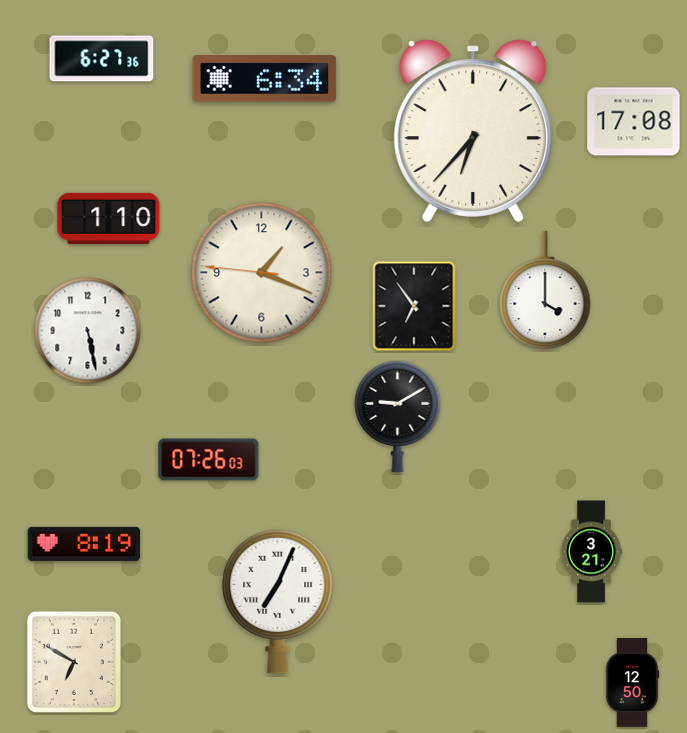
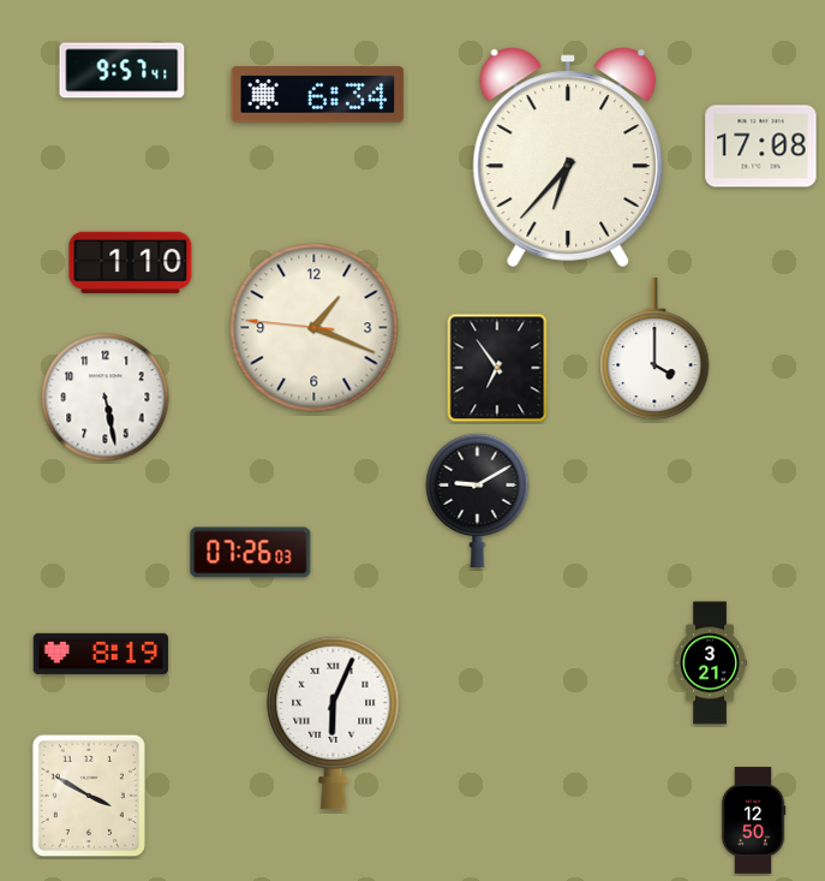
clock at (102, 59): 6:27 -> 9:57
clock at (278, 601): 7:04 -> 6:04
clock at (73, 661): 6:50 -> 3:50
clock at (632, 683) position: (632, 683) -> (753, 821)
